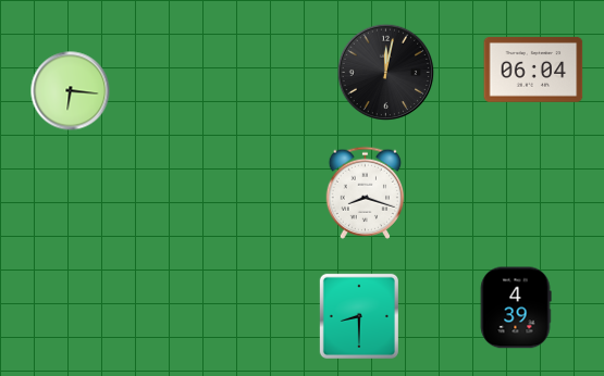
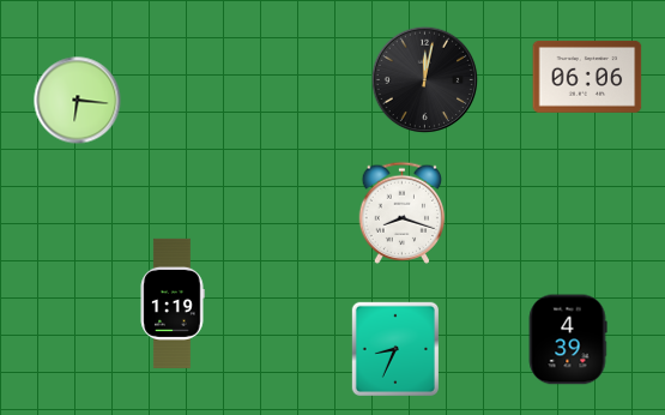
clock at (533, 70): 06:04 -> 06:06
clock at (173, 303): none -> 1:19
clock at (358, 315): 8:30 -> 8:34
